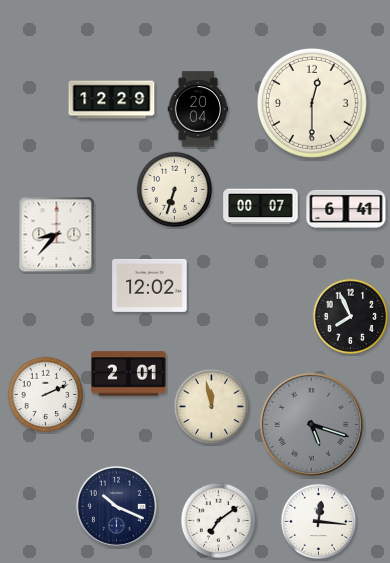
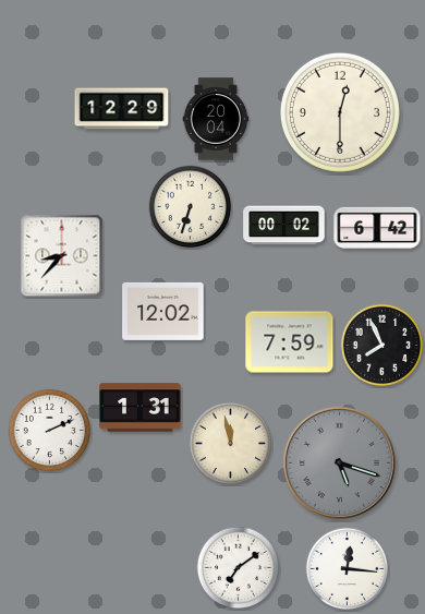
clock at (261, 207): 00:07 -> 00:02
clock at (346, 209): 6:41 -> 6:42
clock at (290, 342): none -> 7:59
clock at (129, 374): 2:01 -> 1:31
clock at (116, 506): 10:19 -> none
